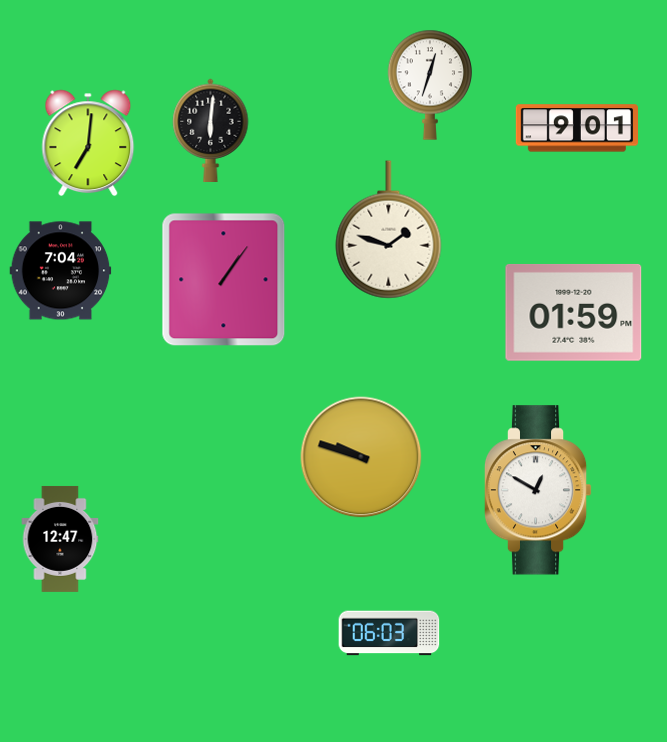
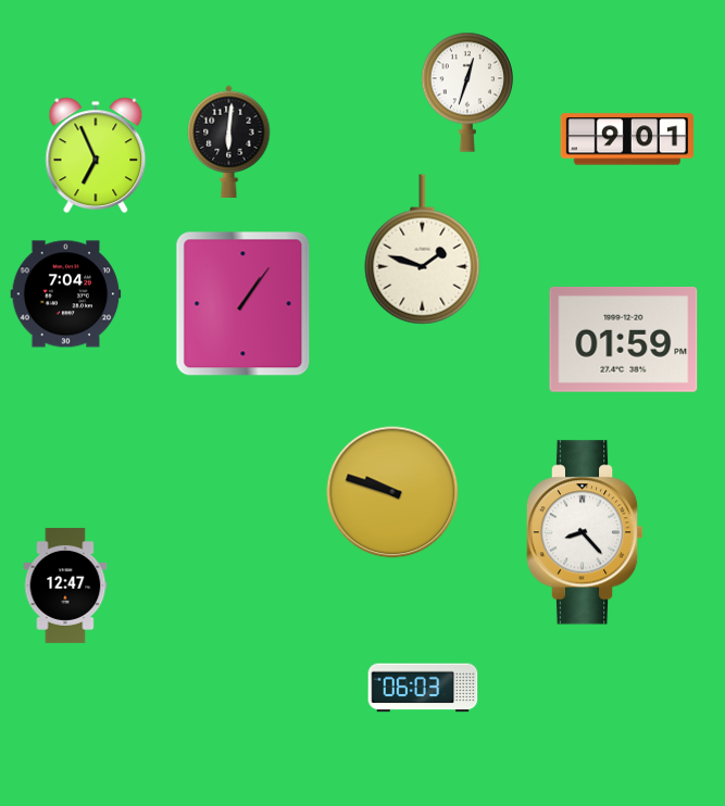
clock at (88, 143): 7:01 -> 6:56
clock at (361, 457) position: (361, 457) -> (392, 492)
clock at (538, 490): 12:50 -> 8:23
